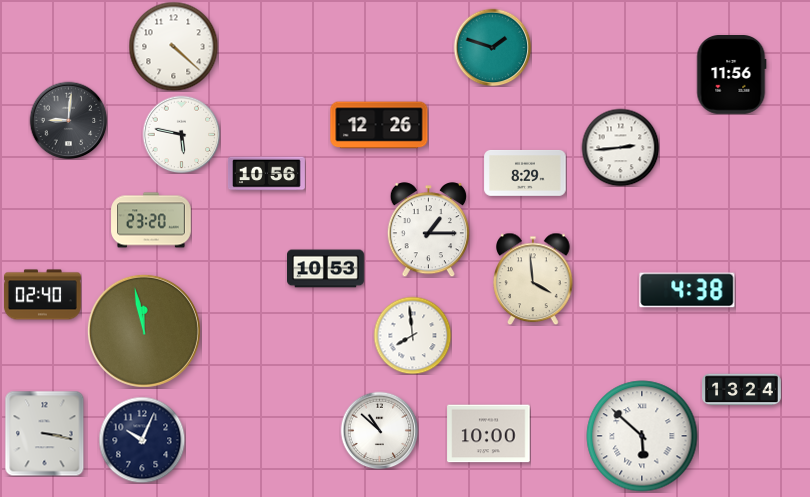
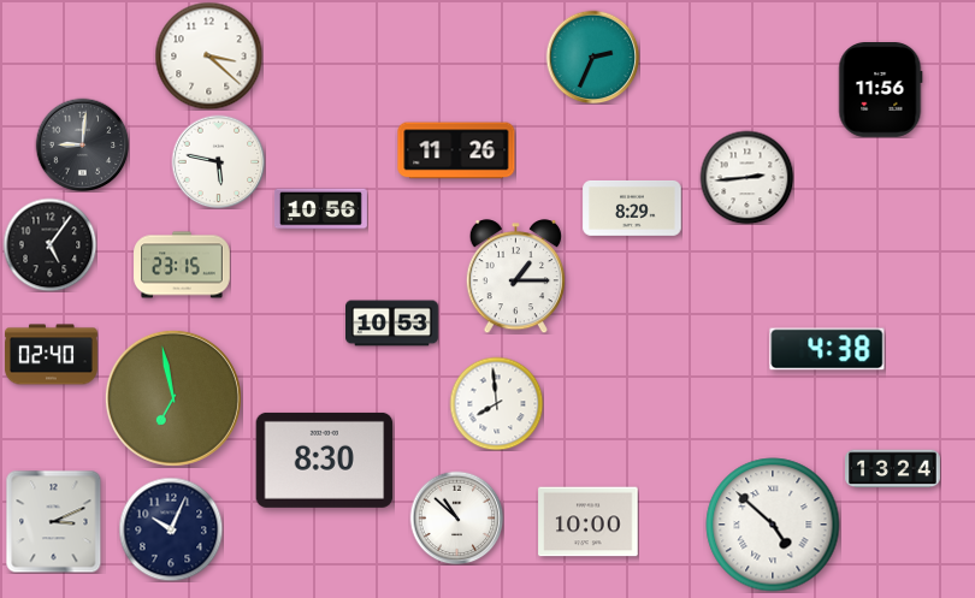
clock at (173, 46): 4:22 -> 3:22
clock at (492, 47): 1:48 -> 2:34
clock at (379, 125): 12:26 -> 11:26
clock at (49, 244): none -> 5:06
clock at (151, 220): 23:20 -> 23:15
clock at (533, 279): 3:59 -> none
clock at (144, 331): 11:58 -> 6:58
clock at (325, 460): none -> 8:30
clock at (45, 433): 3:17 -> 3:11
clock at (642, 436): 5:52 -> 4:52
